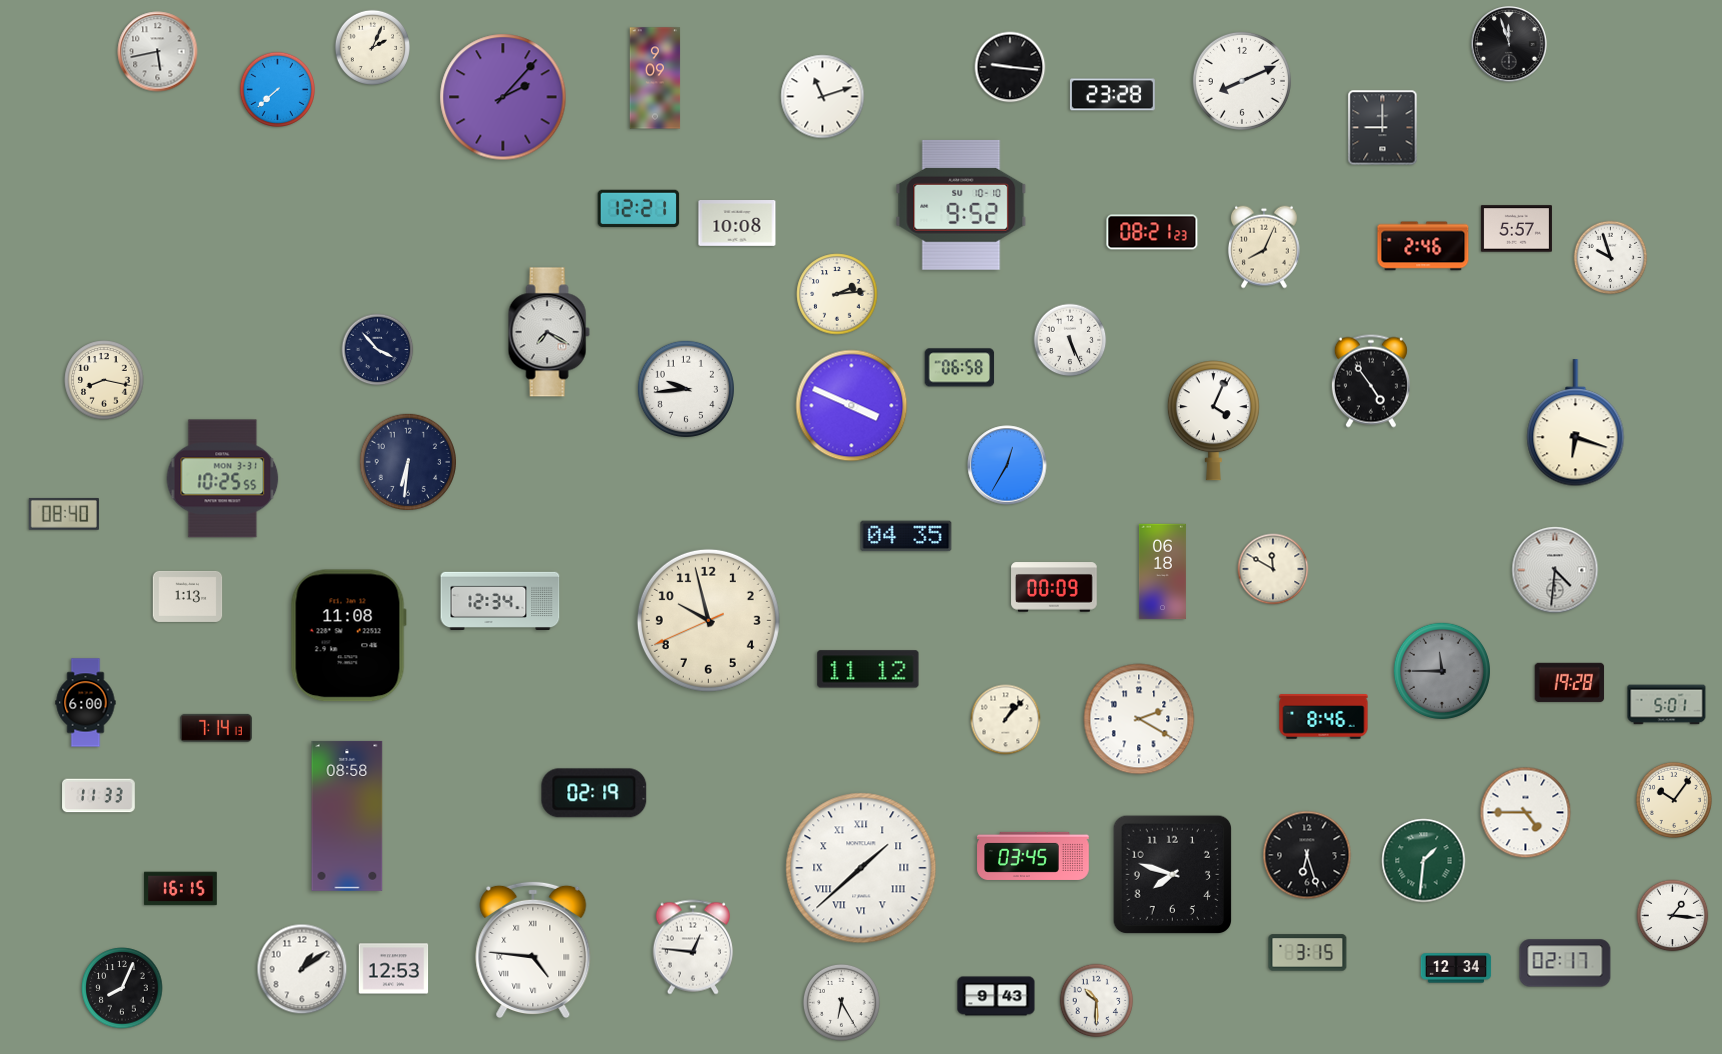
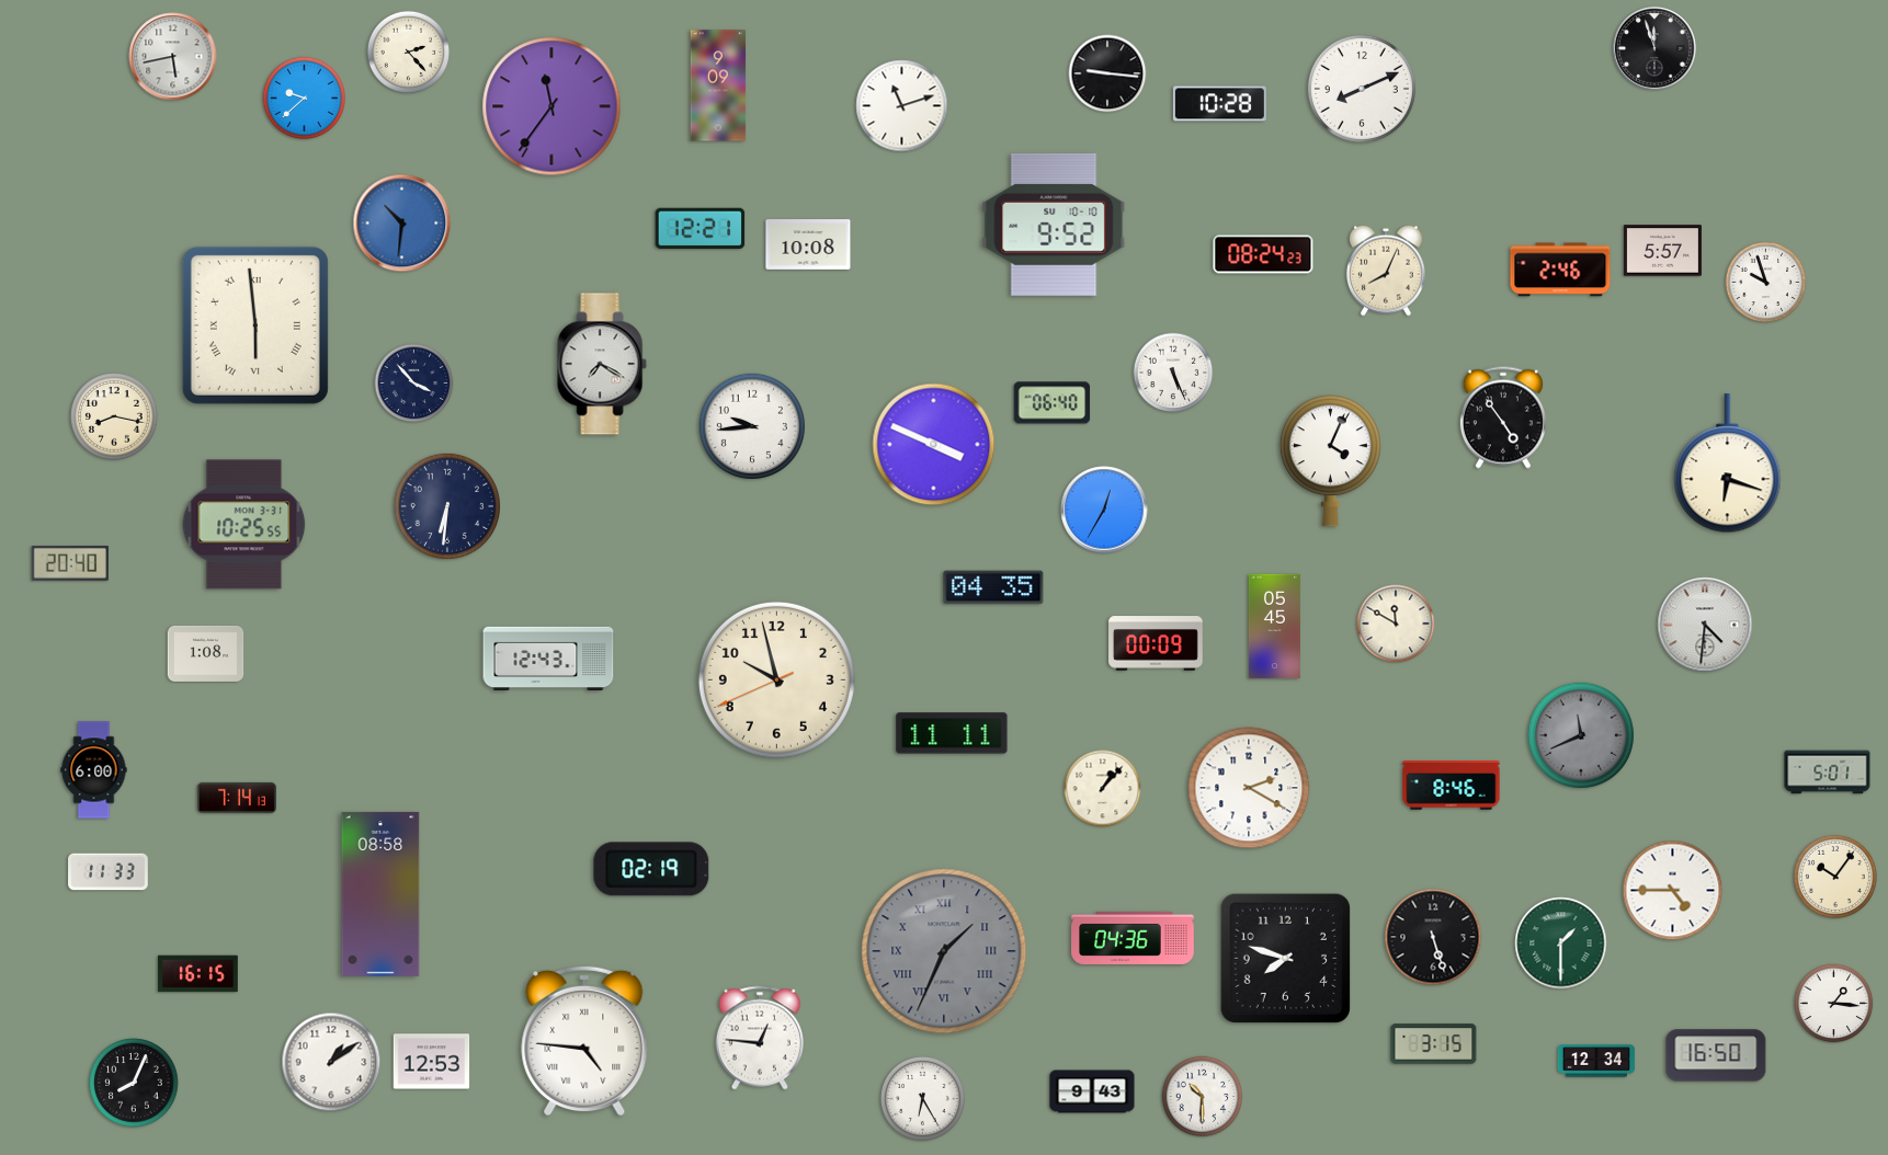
clock at (372, 47): 2:04 -> 2:23
clock at (277, 89): 7:38 -> 9:38
clock at (1112, 95): 23:28 -> 10:28
clock at (503, 97): 2:07 -> 11:36
clock at (1383, 128): 9:00 -> none
clock at (402, 224): none -> 10:31
clock at (1152, 232): 08:21 -> 08:24
clock at (837, 294): 2:14 -> none
clock at (255, 325): none -> 5:59
clock at (960, 368): 06:58 -> 06:40
clock at (64, 514): 08:40 -> 20:40
clock at (1162, 572): 06:18 -> 05:45
clock at (188, 596): 1:13 -> 1:08
clock at (500, 600): 12:34 -> 12:43
clock at (348, 636): 11:08 -> none
clock at (868, 669): 11:12 -> 11:11
clock at (1442, 671): 11:45 -> 11:41
clock at (1570, 682): 19:28 -> none
clock at (1307, 855): 6:27 -> 5:27
clock at (1033, 856): 03:45 -> 04:36
clock at (1424, 861): 1:31 -> 1:30
clock at (861, 868): 1:38 -> 1:34
clock at (861, 868) dial: white -> grey
clock at (1565, 963): 02:17 -> 16:50
